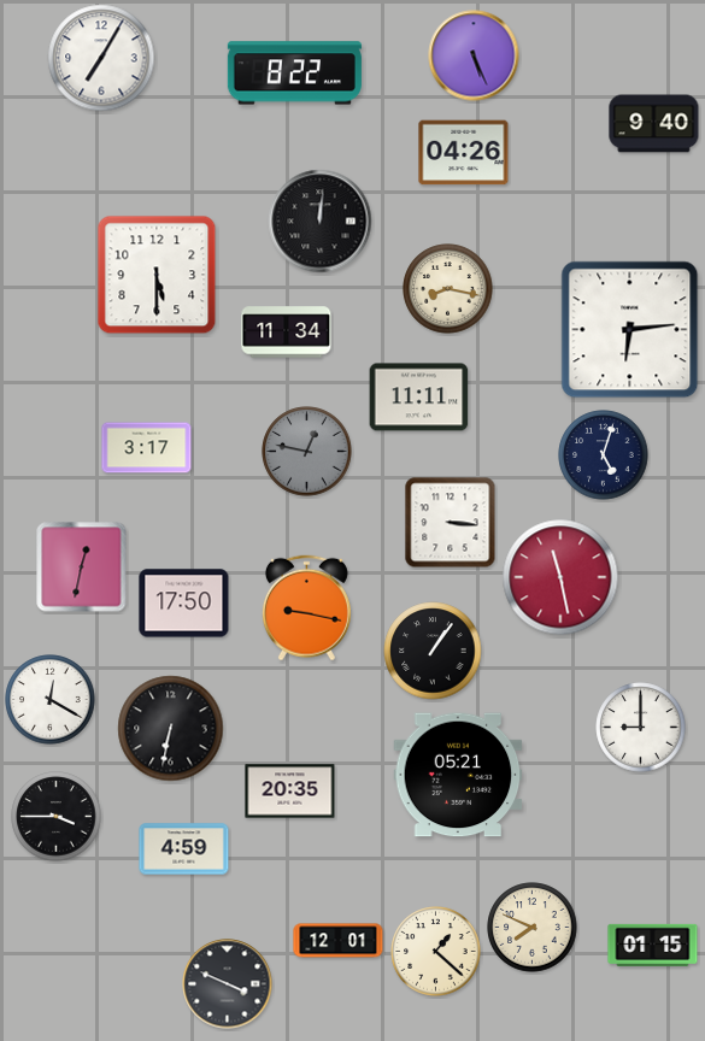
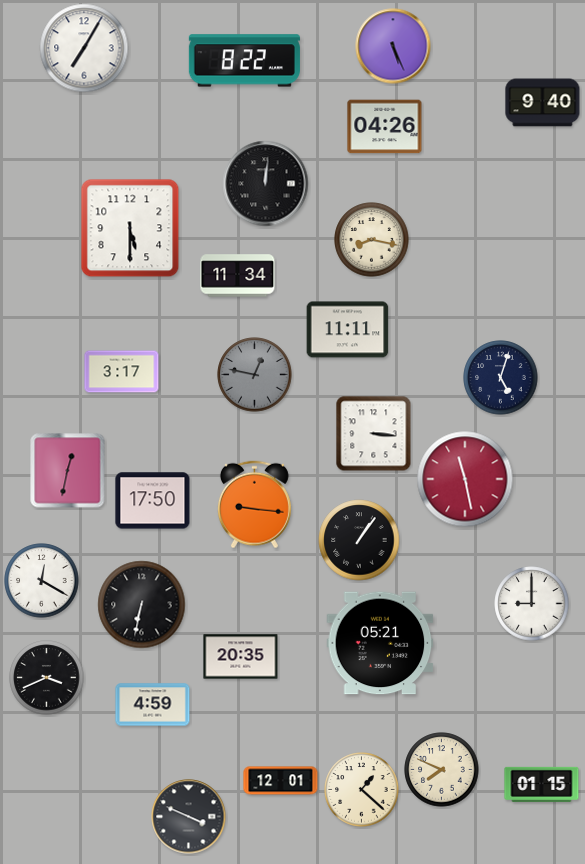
clock at (630, 330): 6:14 -> none
clock at (306, 608): 9:17 -> 9:16
clock at (57, 817): 3:45 -> 3:41
